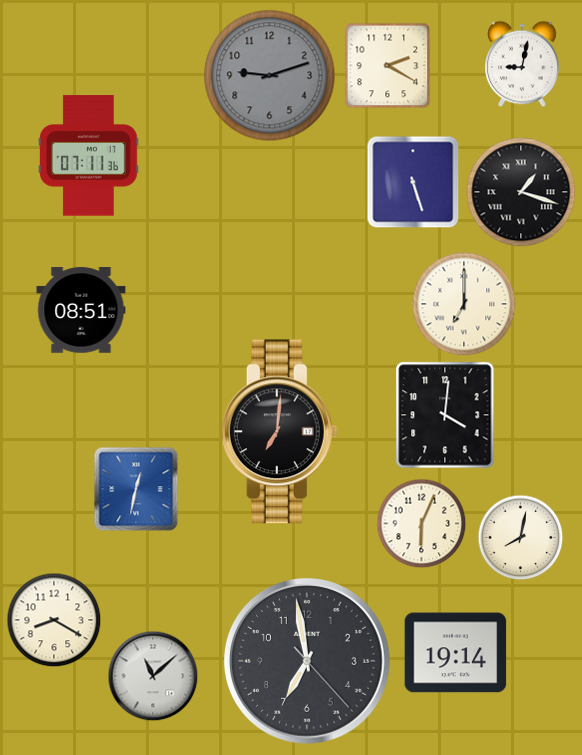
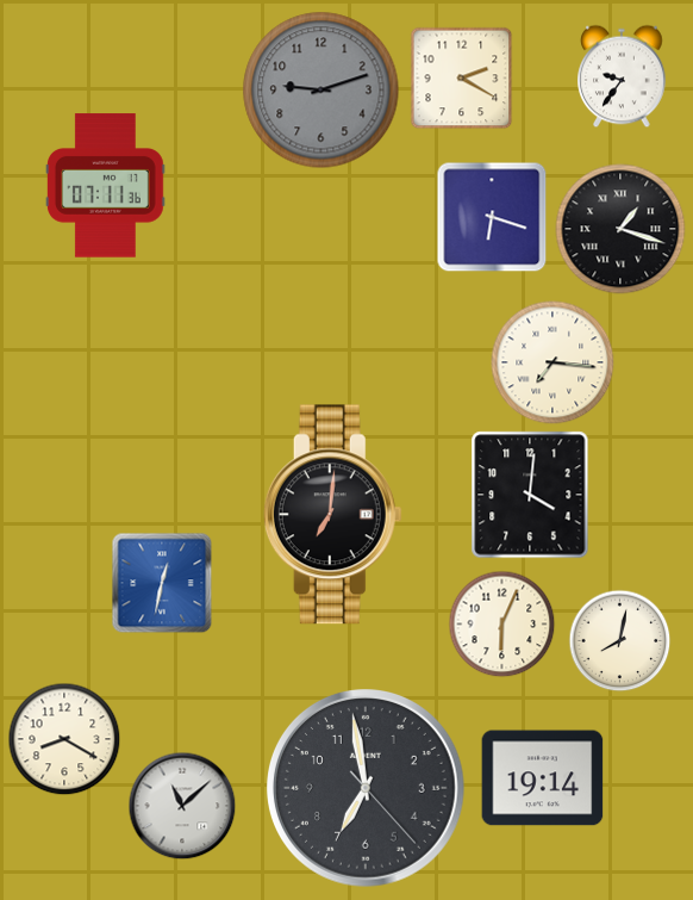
clock at (522, 64): 9:02 -> 9:36
clock at (413, 182): 5:27 -> 6:18
clock at (464, 304): 7:00 -> 7:16
clock at (81, 310): 08:51 -> none
